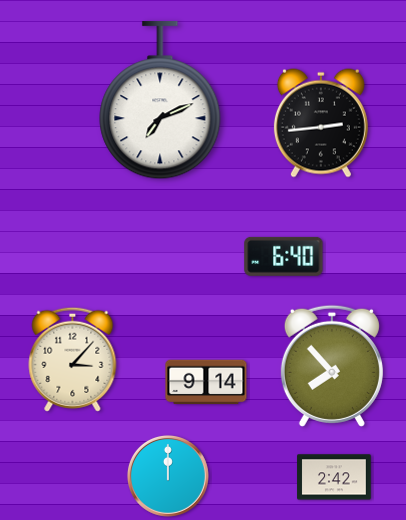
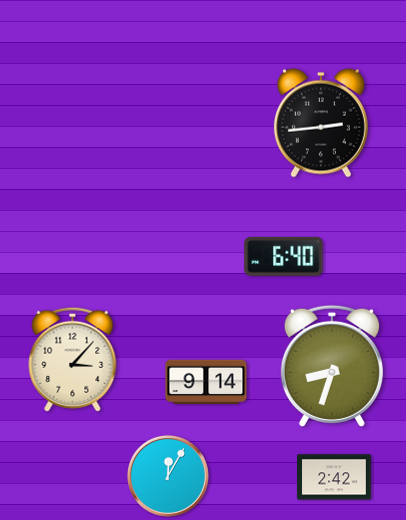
clock at (160, 101): 7:11 -> none
clock at (332, 366): 7:53 -> 8:33
clock at (168, 476): 12:00 -> 12:05
